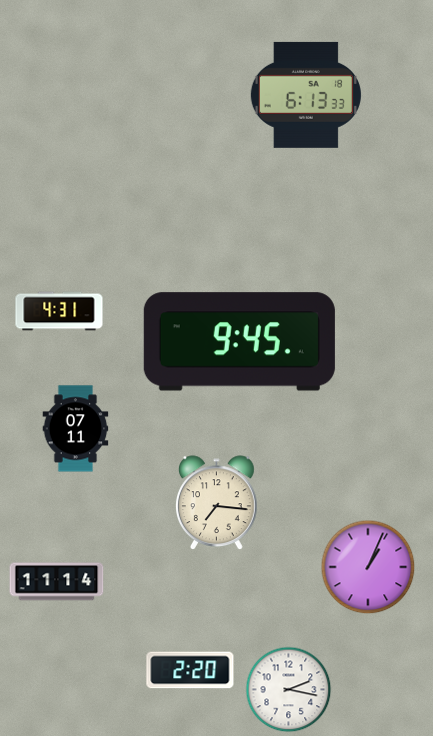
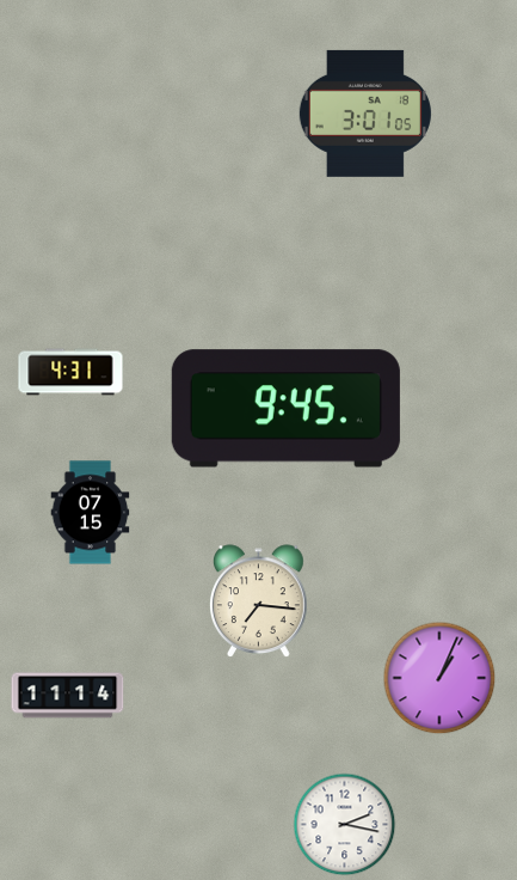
clock at (306, 95): 6:13 -> 3:01
clock at (76, 429): 07:11 -> 07:15
clock at (190, 670): 2:20 -> none
